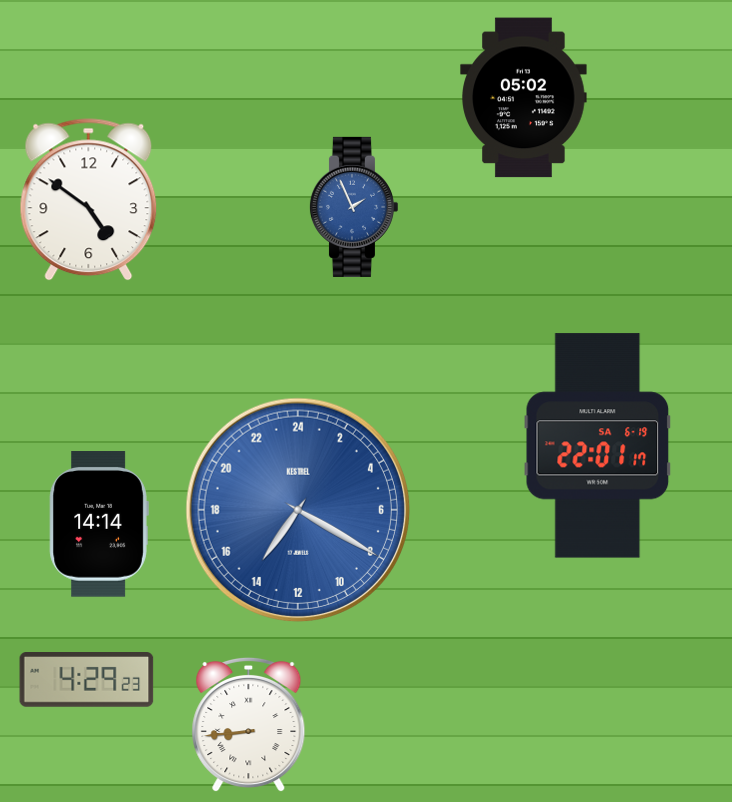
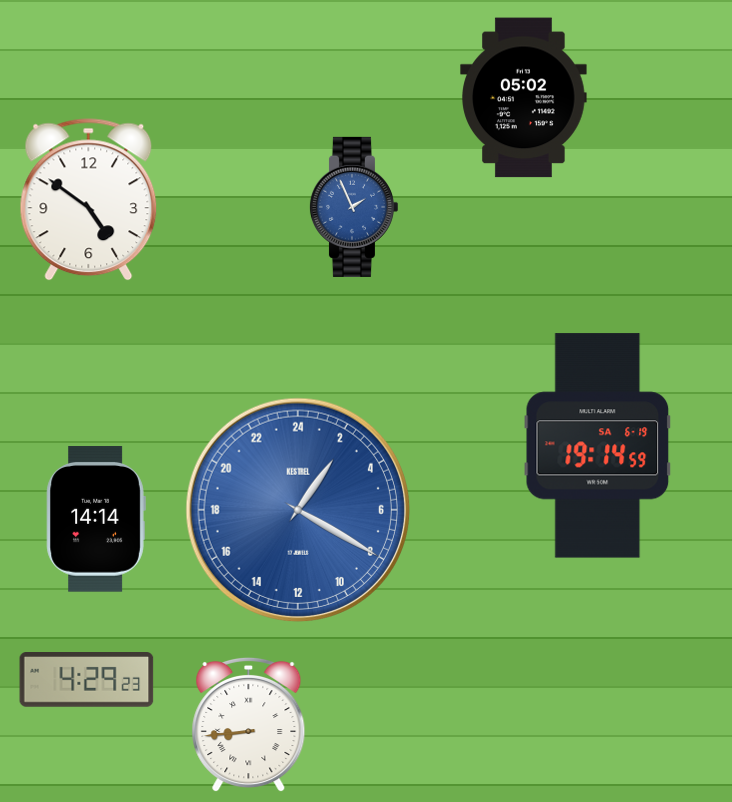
clock at (598, 446): 22:01 -> 19:14
clock at (297, 509): 14:20 -> 2:20
clock at (99, 524) position: (99, 524) -> (96, 519)
